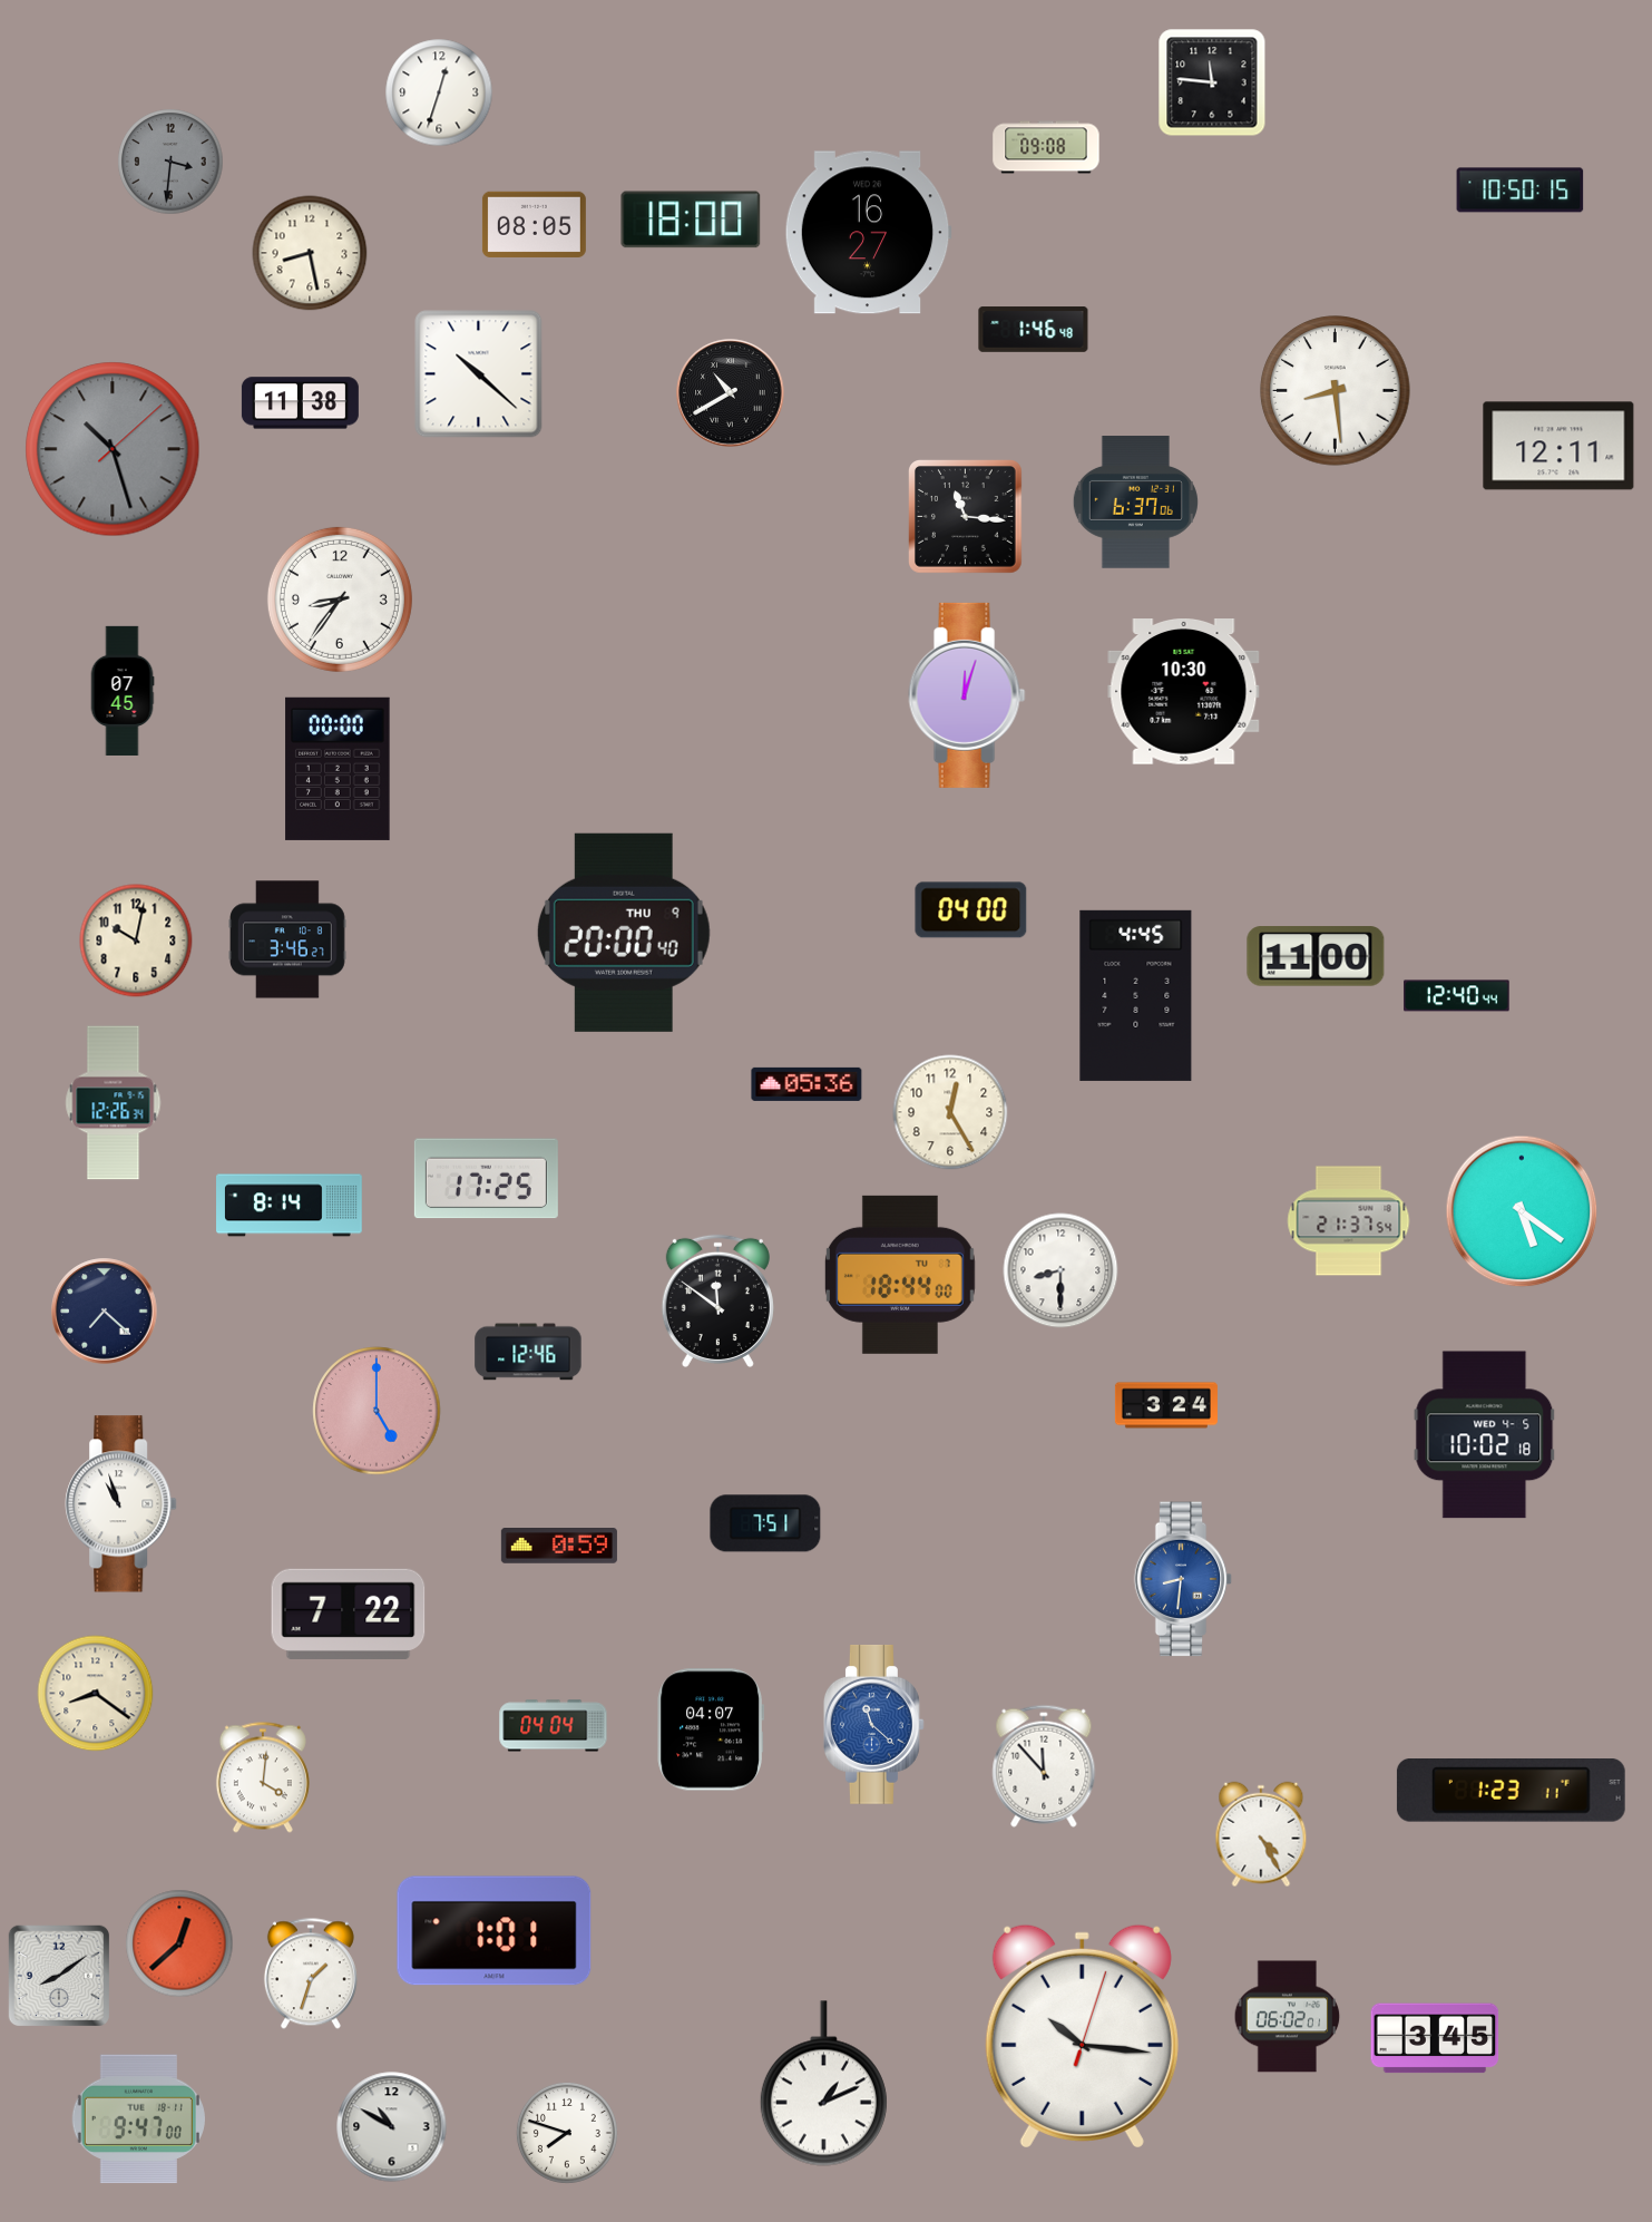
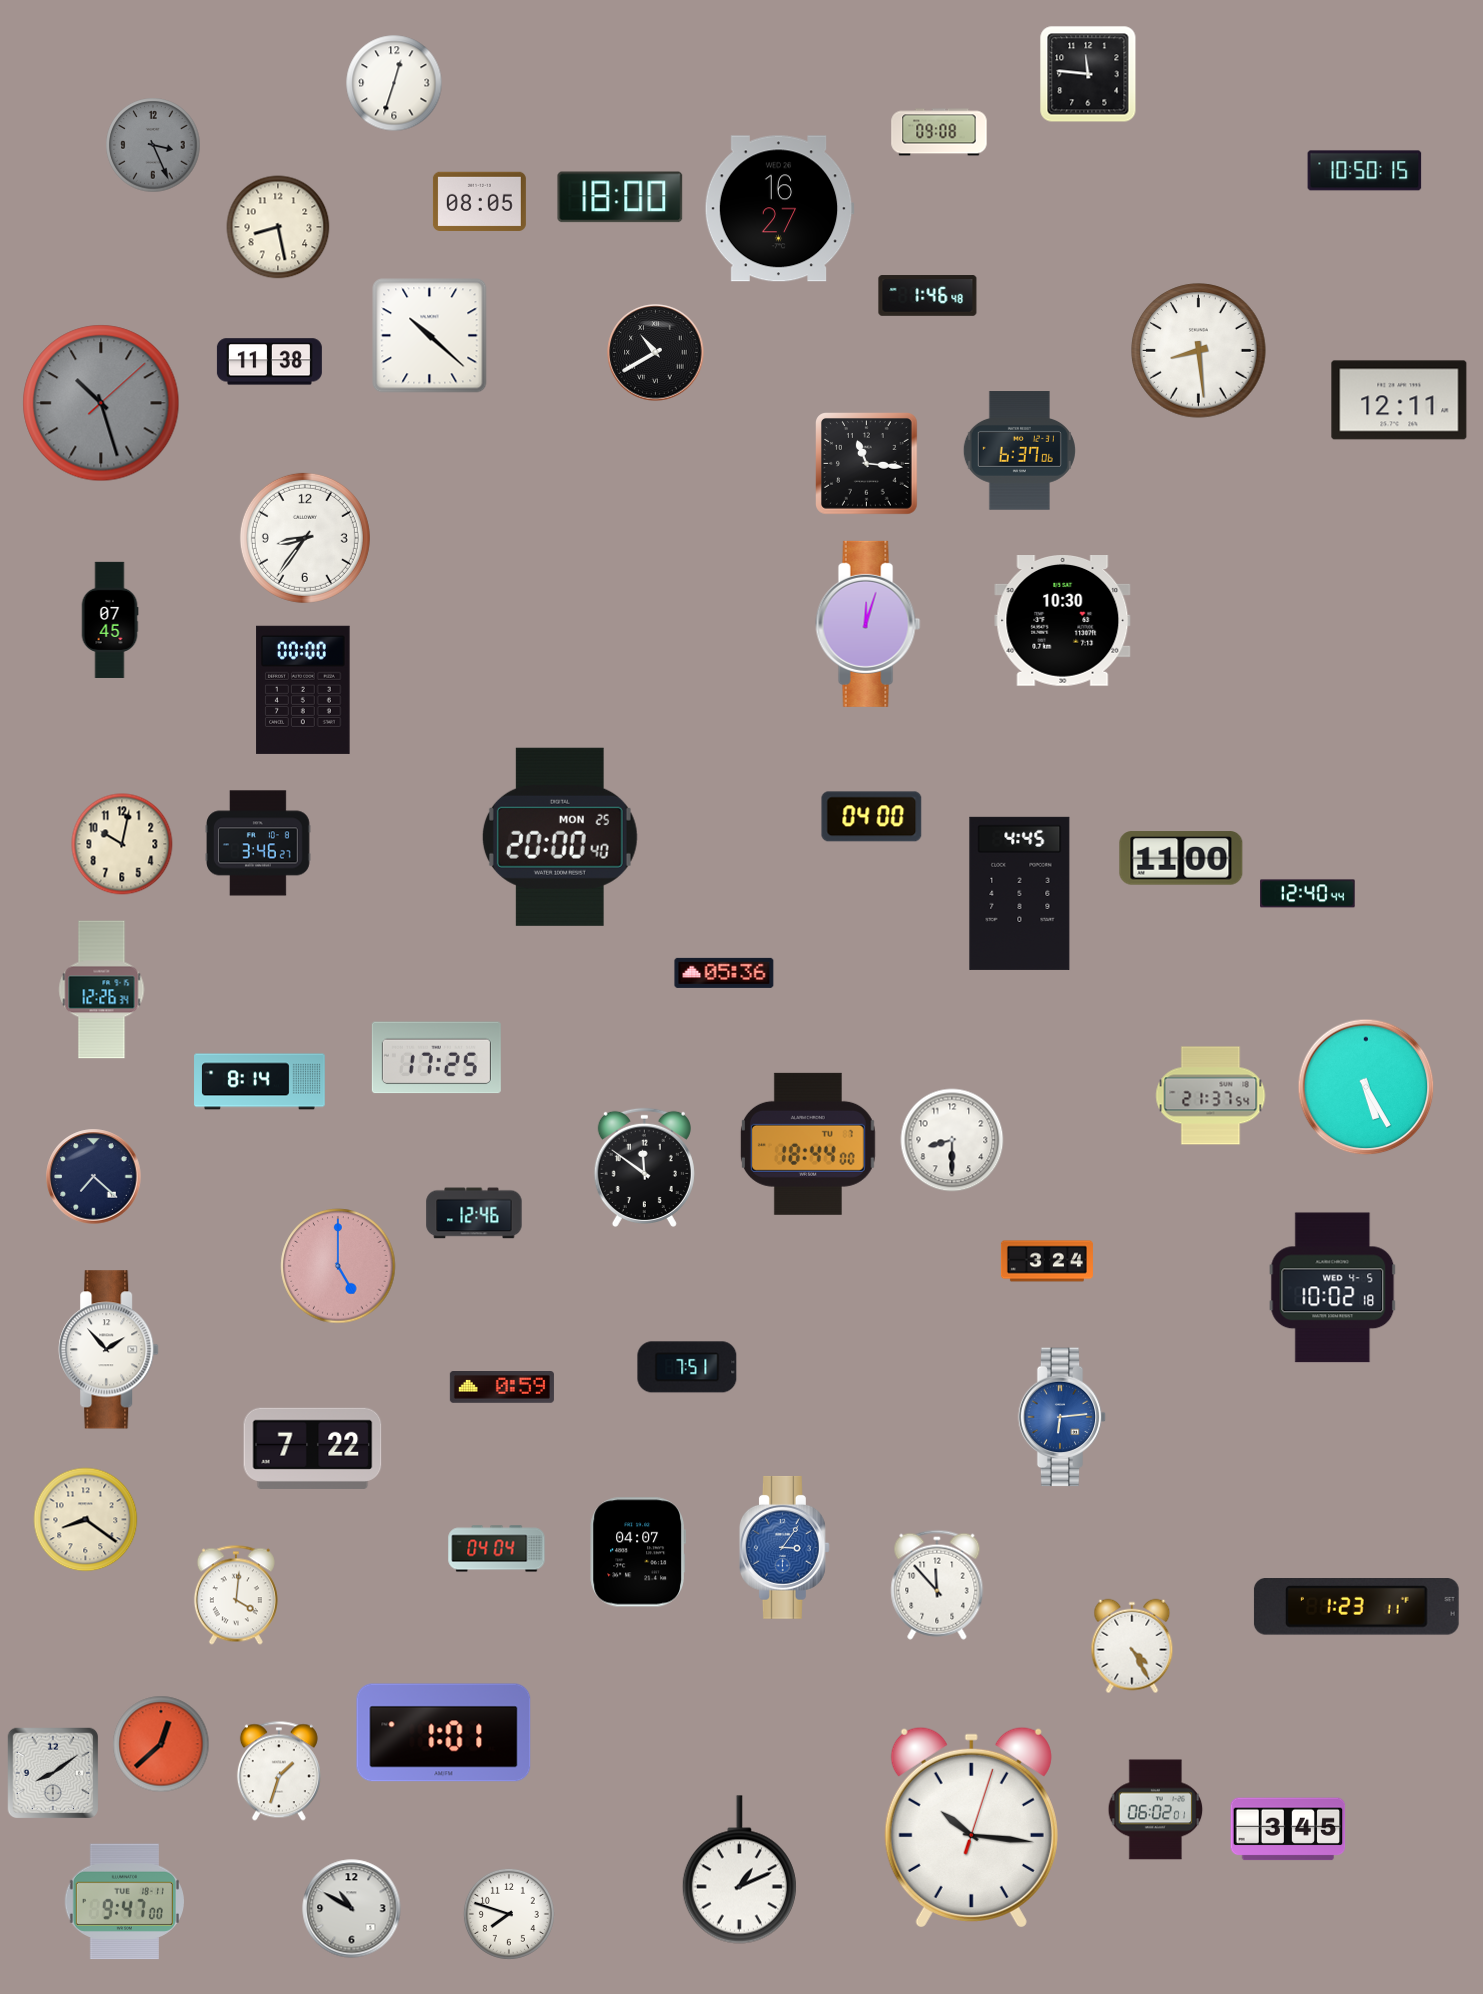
clock at (170, 162): 3:31 -> 3:26
clock at (624, 933) date: THU 9 -> MON 25
clock at (950, 1112): 12:25 -> none
clock at (1522, 1211): 5:21 -> 5:25
clock at (121, 1504): 10:57 -> 1:53
clock at (1183, 1579): 8:31 -> 6:14
clock at (873, 1724): 11:22 -> 3:06
